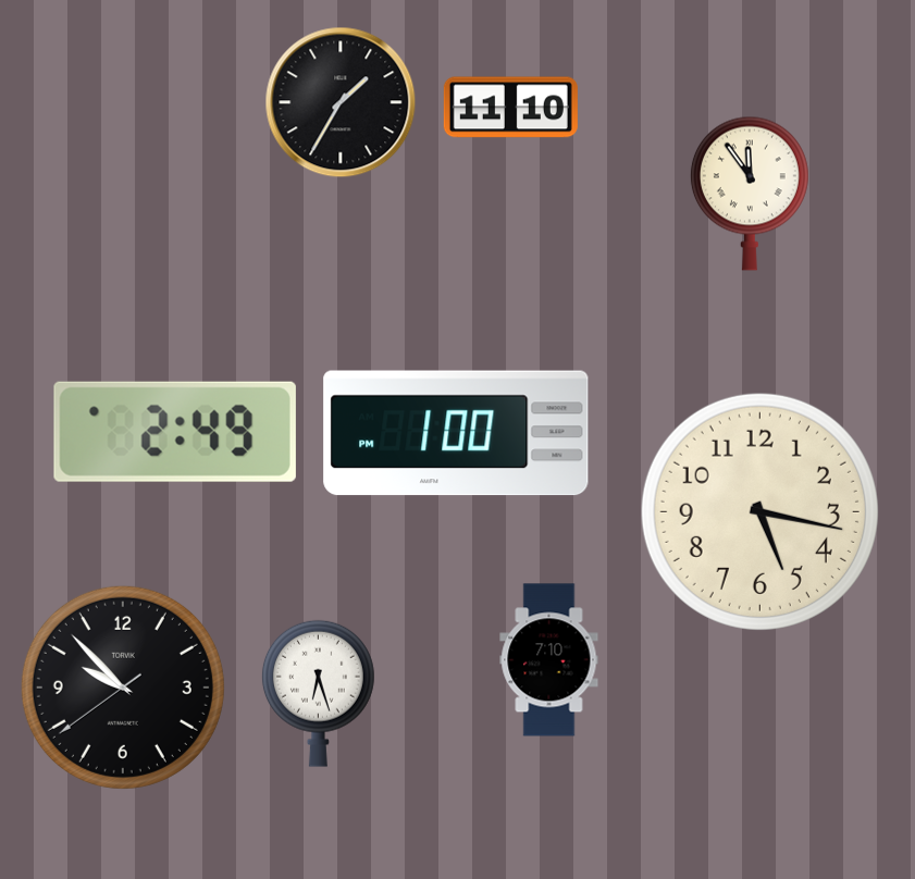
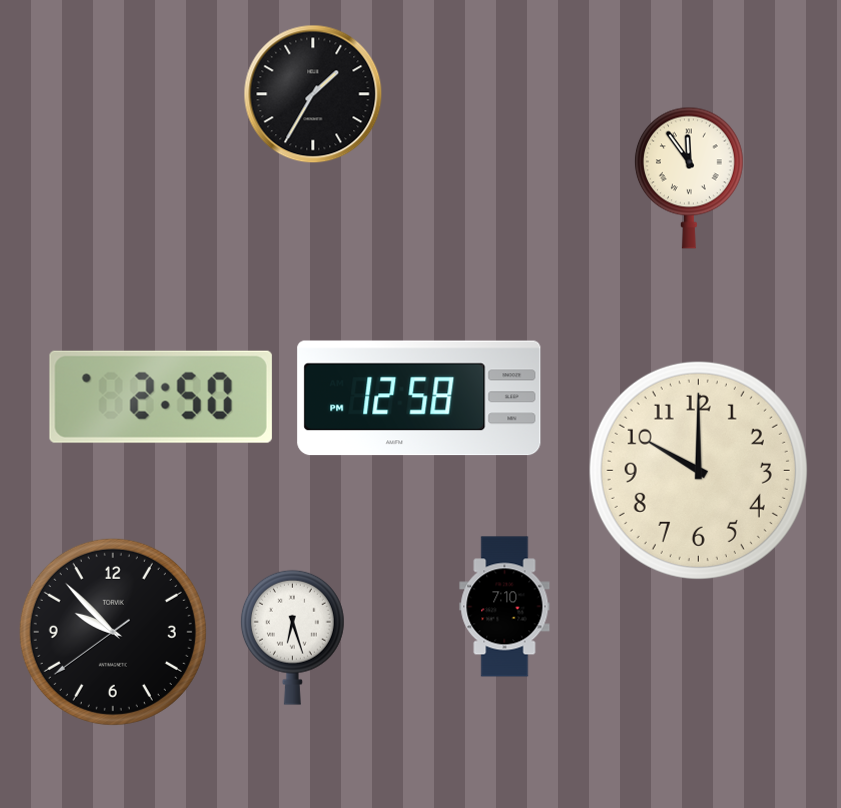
clock at (510, 108): 11:10 -> none
clock at (175, 432): 2:49 -> 2:50
clock at (456, 433): 1:00 -> 12:58
clock at (759, 511): 5:17 -> 10:00
